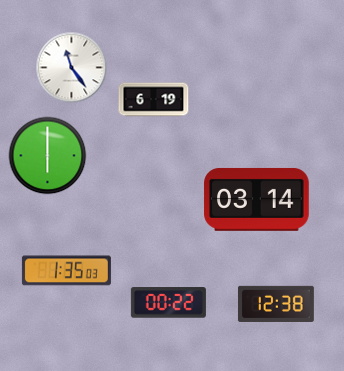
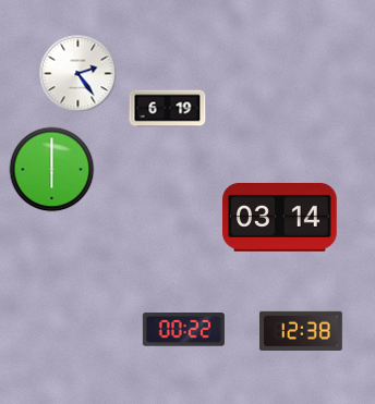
clock at (72, 68): 11:24 -> 2:24
clock at (66, 271): 1:35 -> none
